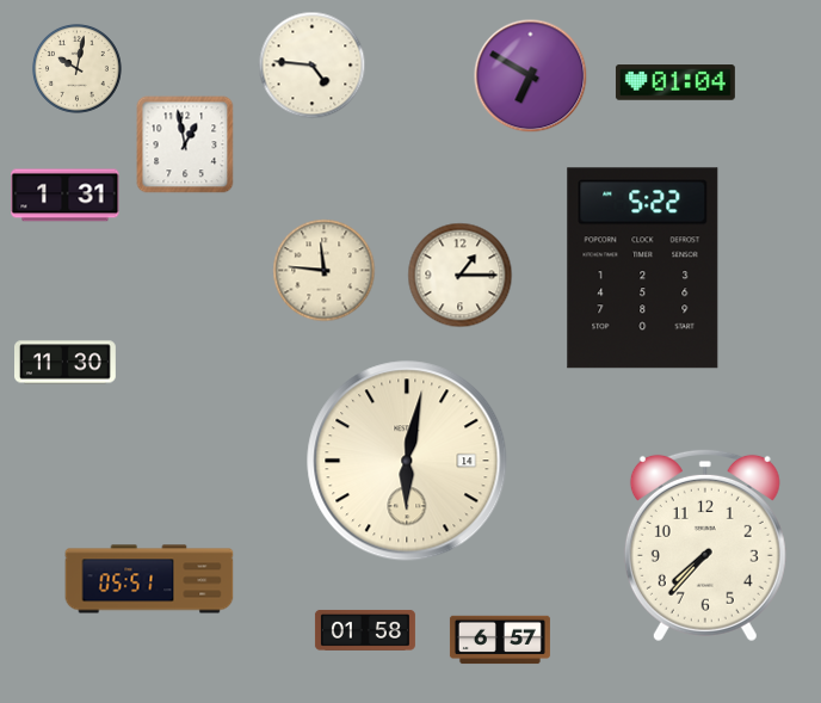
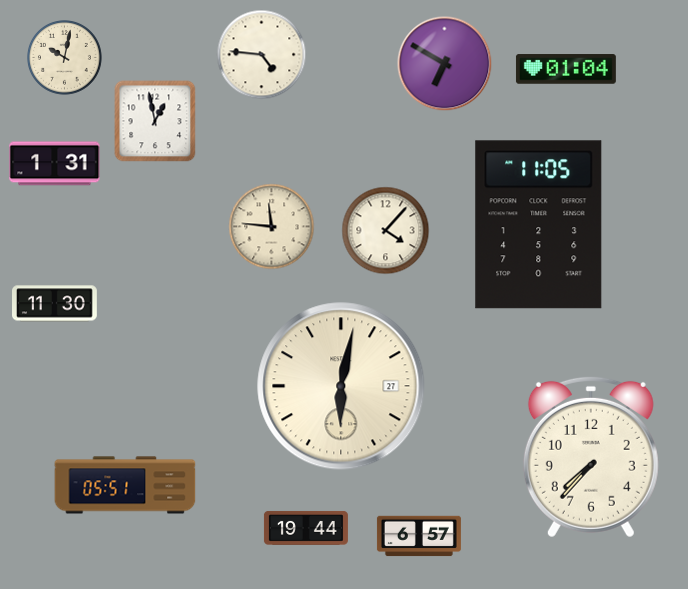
clock at (643, 269): 5:22 -> 11:05
clock at (461, 276): 1:15 -> 4:07
clock at (407, 461) date: 14 -> 27
clock at (365, 630): 01:58 -> 19:44
